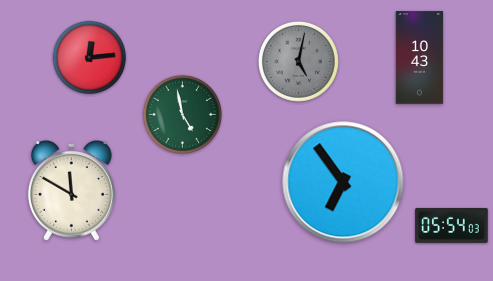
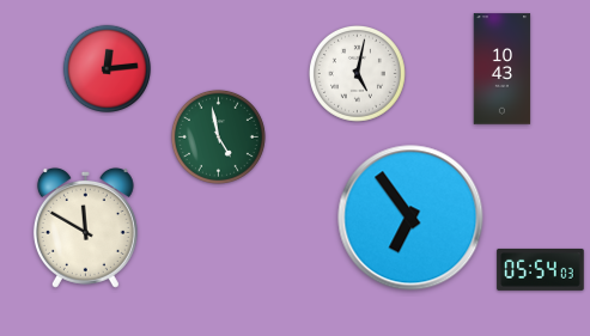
clock at (298, 61) dial: grey -> white
